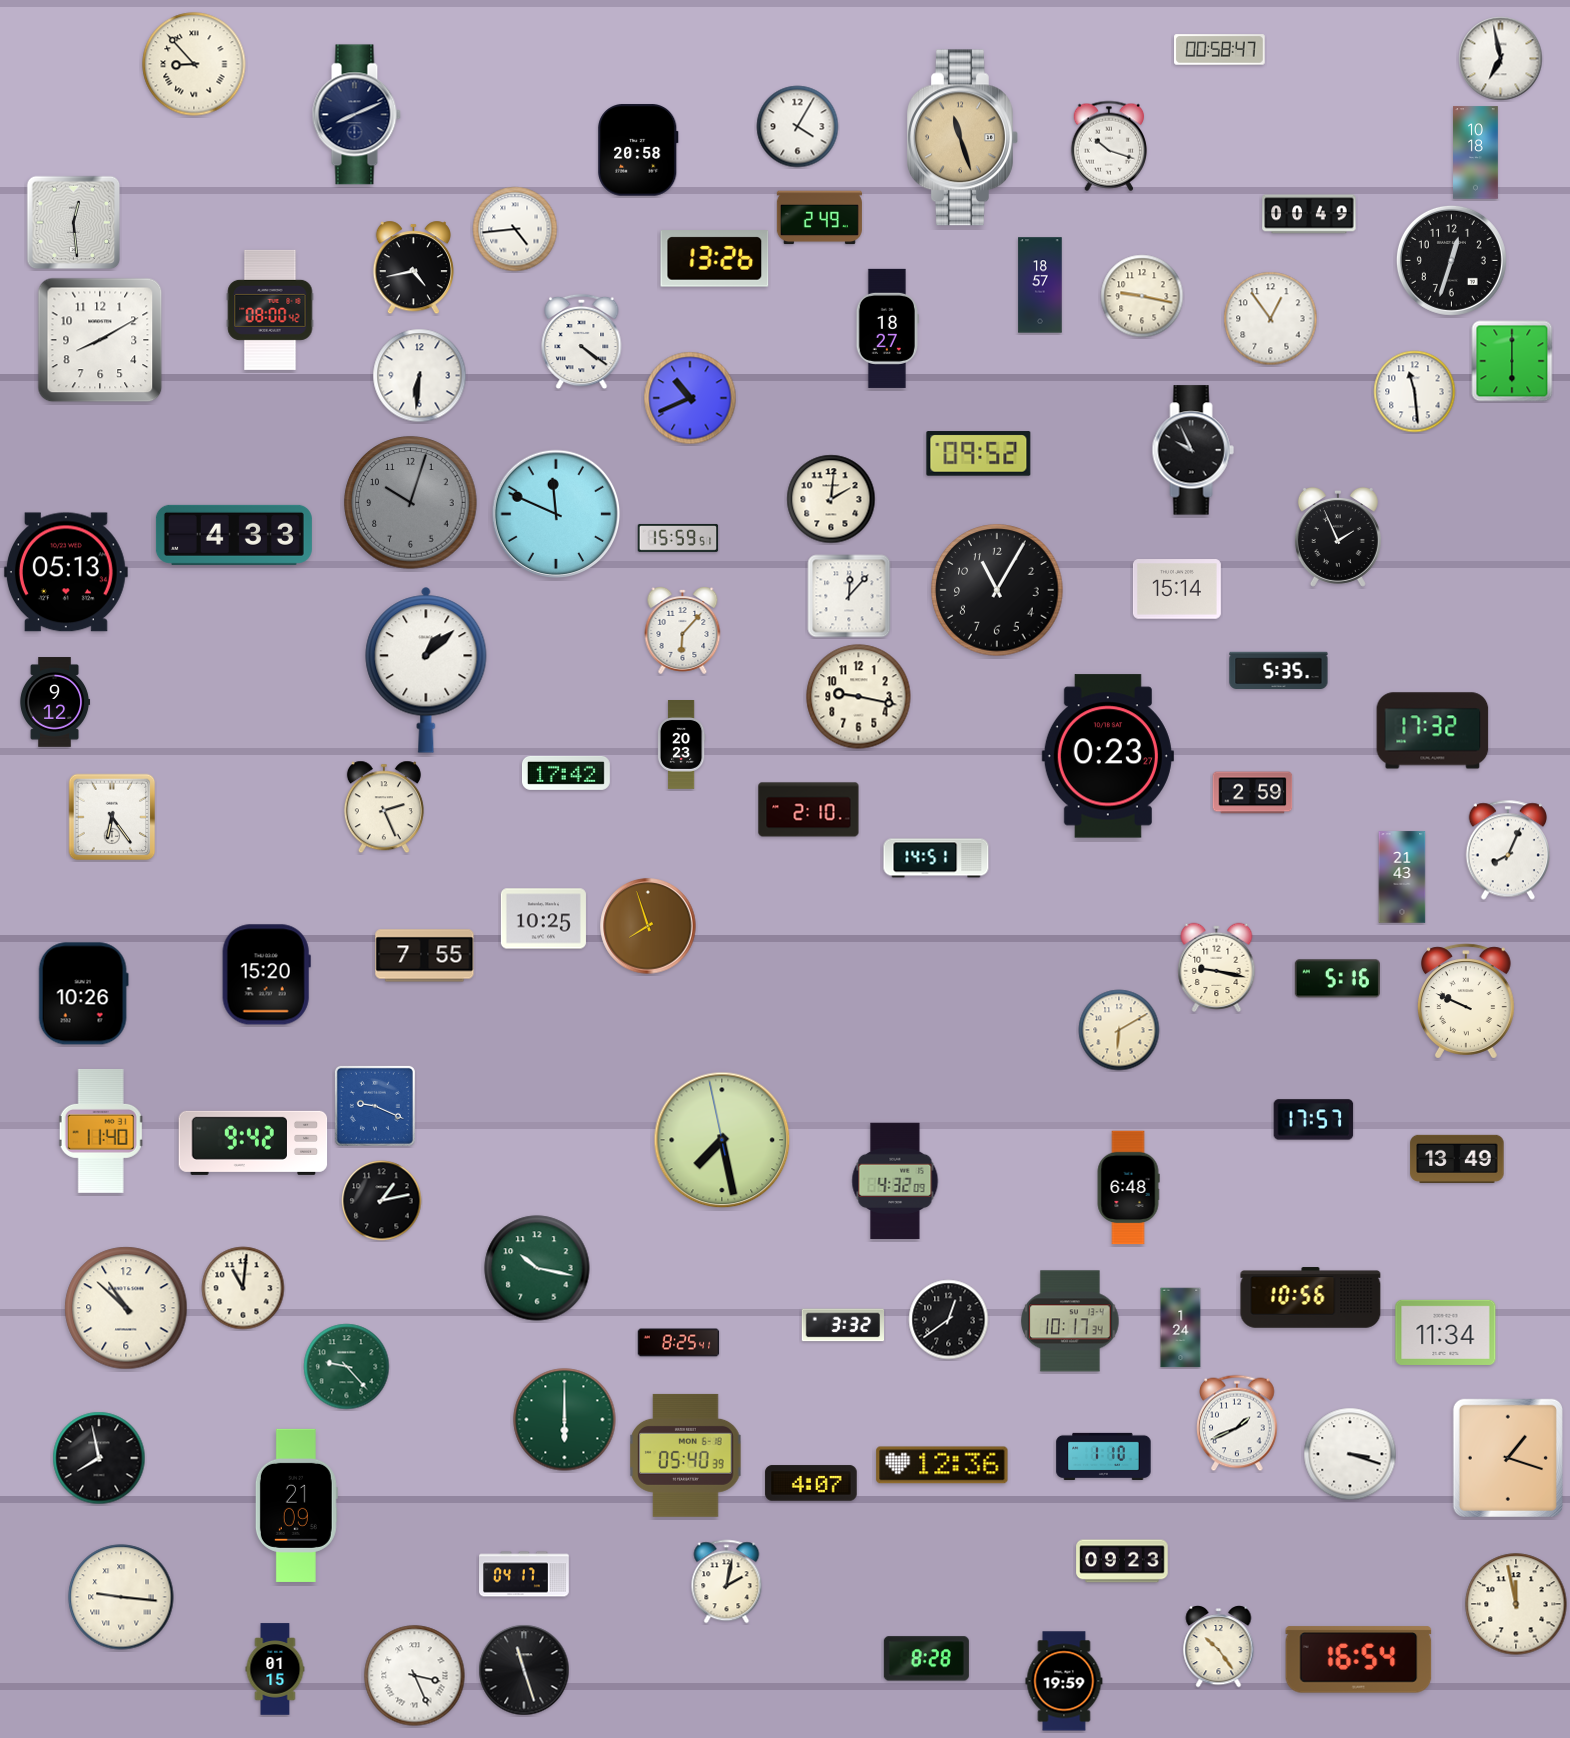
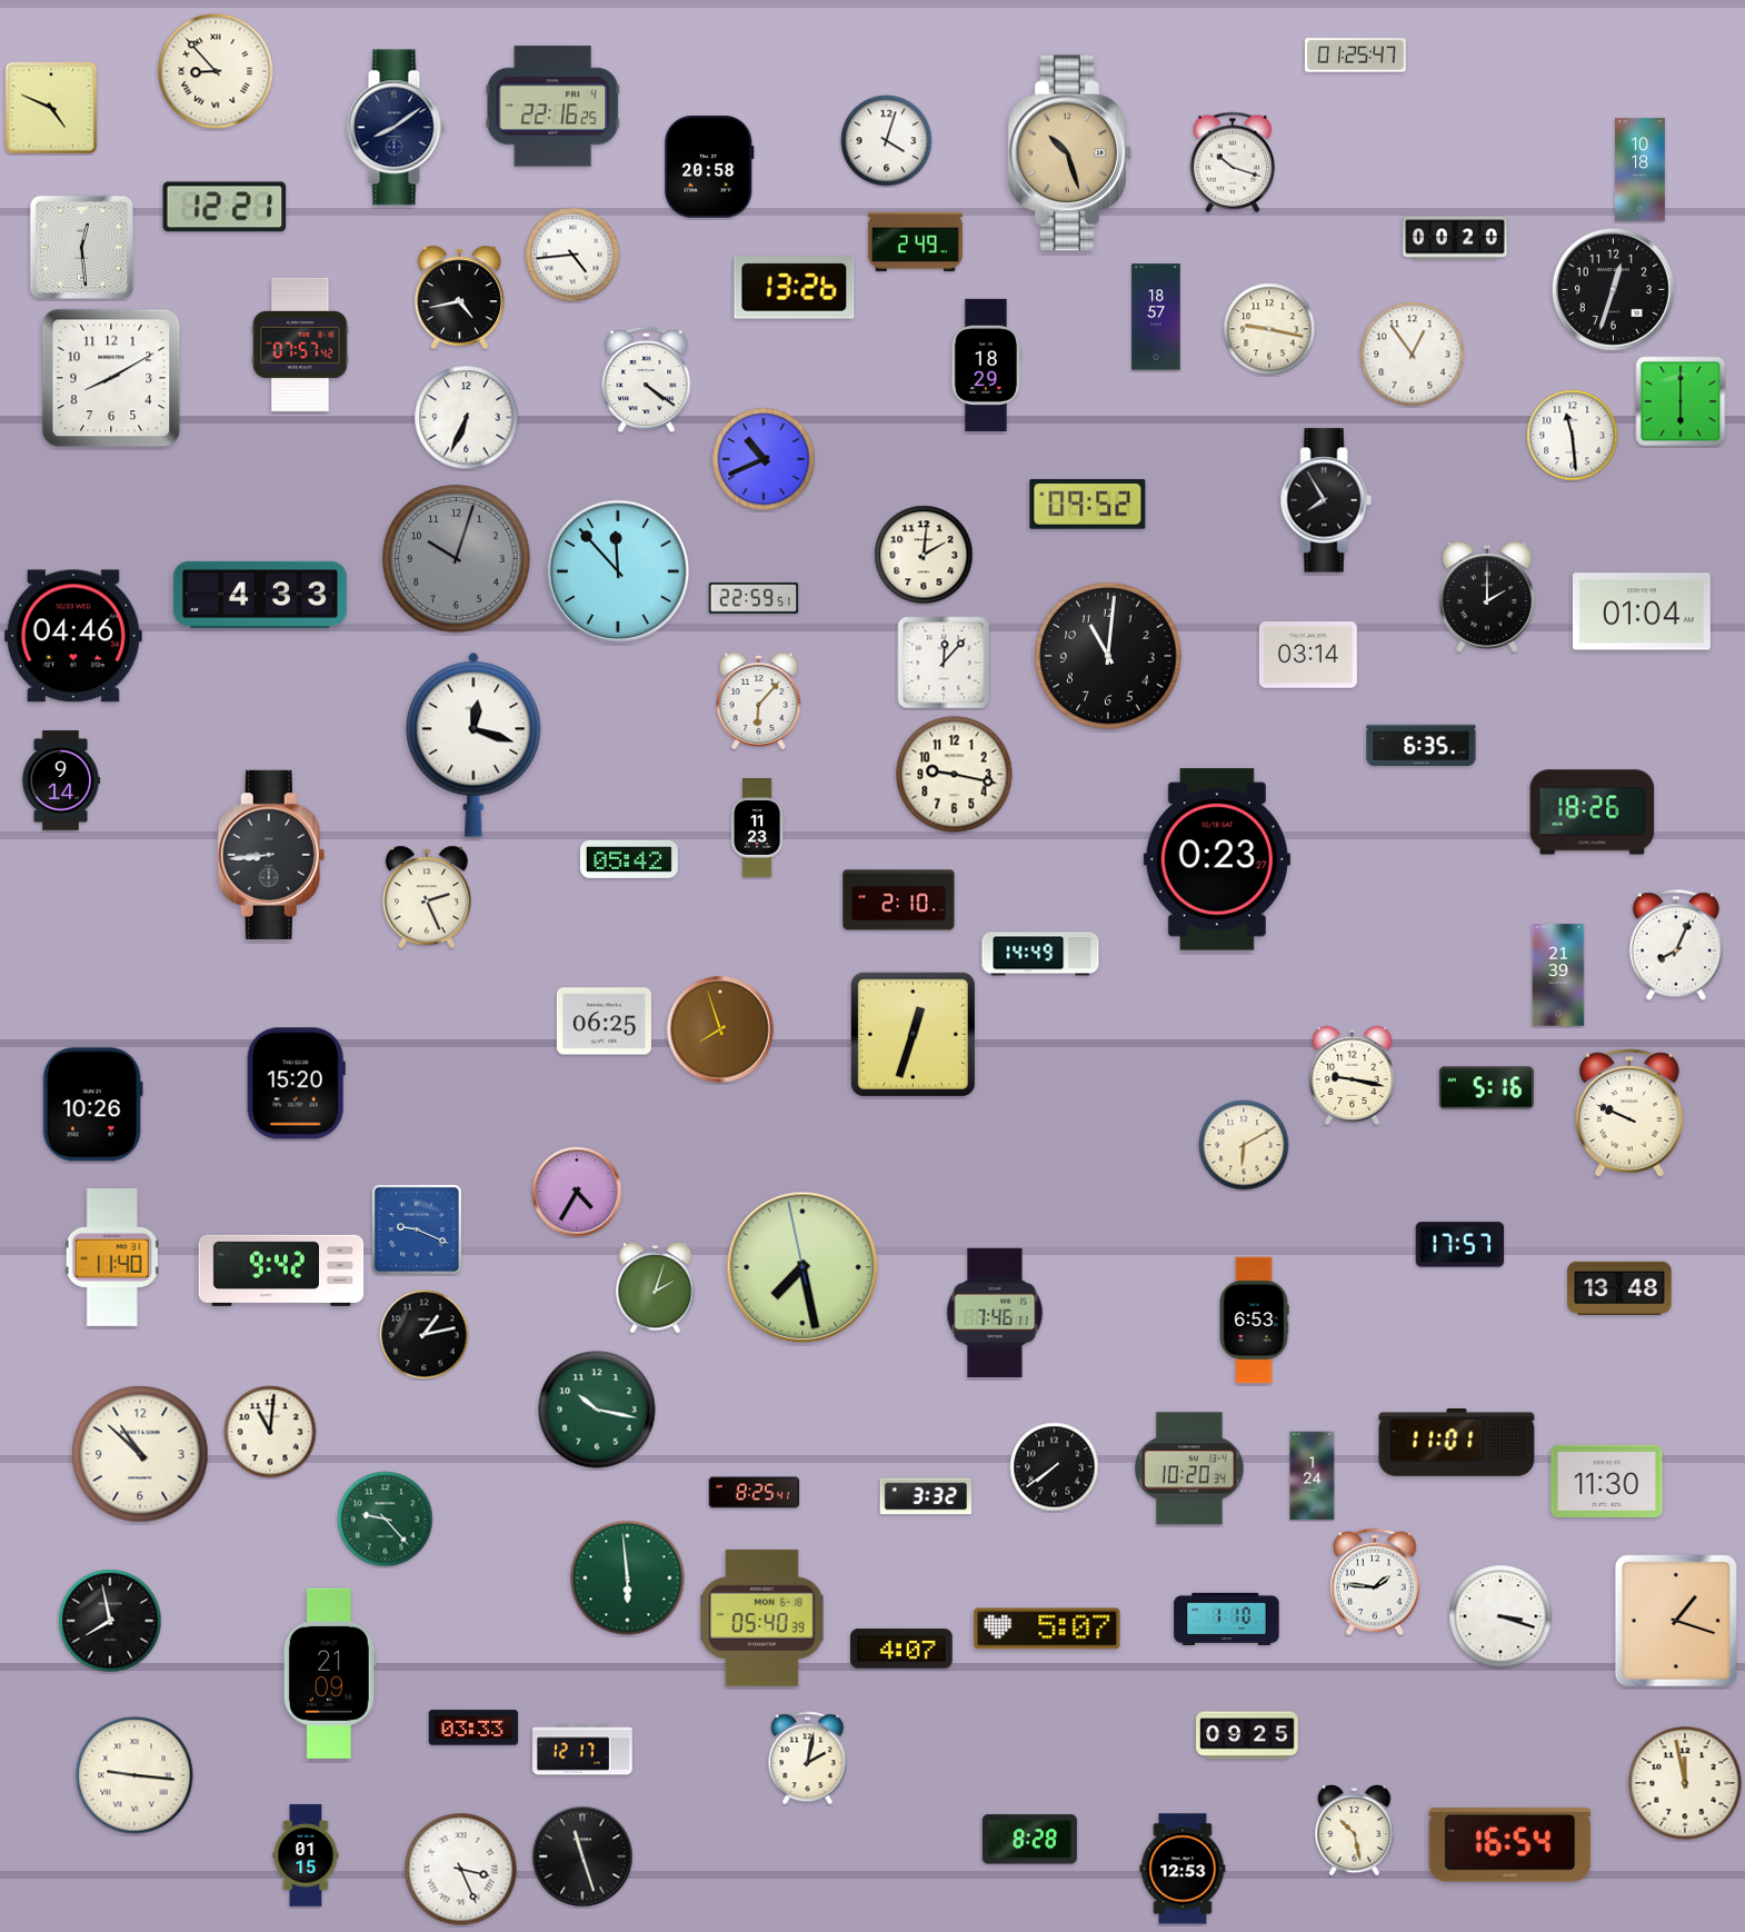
clock at (1220, 50): 00:58 -> 01:25
clock at (1501, 59): 6:58 -> none
clock at (554, 107): none -> 22:16
clock at (51, 108): none -> 4:49
clock at (356, 115): 8:11 -> 8:09
clock at (798, 127): 4:05 -> 4:03
clock at (963, 138): 11:27 -> 10:27
clock at (225, 207): none -> 12:21
clock at (1309, 214): 00:49 -> 00:20
clock at (819, 218) position: (819, 218) -> (915, 242)
clock at (270, 310): 08:00 -> 07:57
clock at (887, 328): 18:27 -> 18:29
clock at (420, 376): 6:31 -> 6:34
clock at (690, 398) position: (690, 398) -> (764, 459)
clock at (1193, 450): 9:56 -> 7:55
clock at (556, 514): 11:49 -> 11:53
clock at (1338, 537): 1:56 -> 2:00
clock at (678, 538): 15:59 -> 22:59
clock at (1642, 611): none -> 01:04
clock at (66, 572): 05:13 -> 04:46
clock at (1177, 589): 15:14 -> 03:14
clock at (997, 590): 11:05 -> 11:01
clock at (426, 670): 1:08 -> 12:18
clock at (1279, 670): 5:35 -> 6:35
clock at (55, 702): 9:12 -> 9:14
clock at (1433, 731): 17:32 -> 18:26
clock at (681, 745): 20:23 -> 11:23
clock at (1108, 756) position: (1108, 756) -> (1217, 859)
clock at (271, 855): none -> 8:44
clock at (566, 773): 17:42 -> 05:42
clock at (1253, 793): 2:59 -> none
clock at (112, 817): 6:24 -> none
clock at (936, 858): 14:51 -> 14:49
clock at (1402, 877): 21:43 -> 21:39
clock at (543, 919): 10:25 -> 06:25
clock at (913, 1034): none -> 12:33
clock at (425, 956): 7:55 -> none
clock at (577, 1192): none -> 4:35
clock at (656, 1288): none -> 2:03
clock at (1457, 1159): 13:49 -> 13:48
clock at (895, 1180): 4:32 -> 7:46
clock at (1128, 1188): 6:48 -> 6:53
clock at (1311, 1298): 10:56 -> 11:01
clock at (949, 1320): 12:39 -> 7:39
clock at (1070, 1321): 10:17 -> 10:20
clock at (843, 1325) position: (843, 1325) -> (926, 1496)
clock at (1446, 1332): 11:34 -> 11:30
clock at (565, 1420): 6:00 -> 5:59
clock at (1237, 1423): 1:41 -> 1:46
clock at (942, 1465): 12:36 -> 5:07
clock at (473, 1727): none -> 03:33
clock at (1122, 1561): 09:23 -> 09:25
clock at (524, 1574): 04:17 -> 12:17
clock at (1219, 1647): 10:24 -> 10:28
clock at (926, 1659) position: (926, 1659) -> (1029, 1840)
clock at (415, 1676) position: (415, 1676) -> (461, 1870)
clock at (1064, 1681): 19:59 -> 12:53
